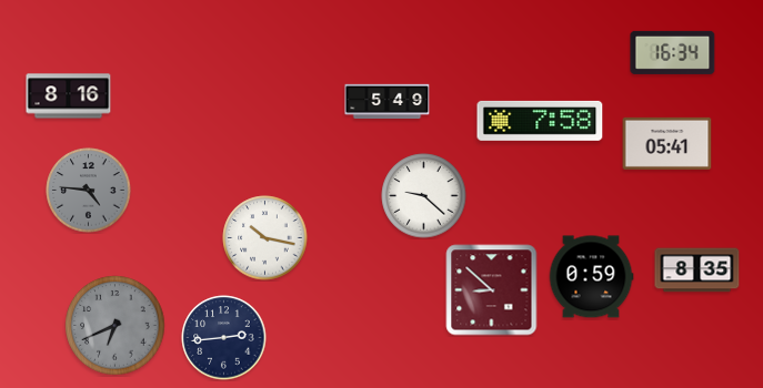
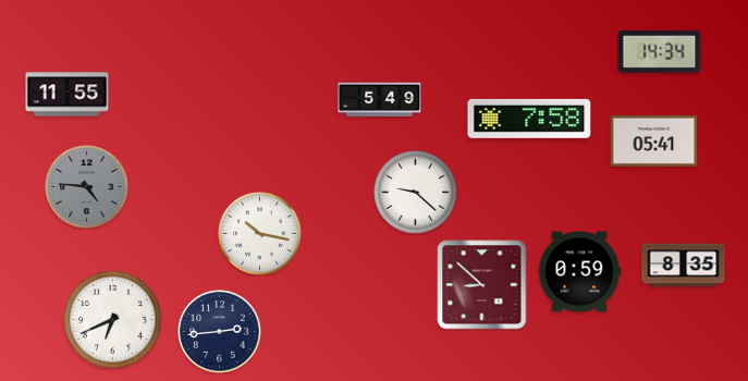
clock at (673, 52): 16:34 -> 14:34
clock at (69, 96): 8:16 -> 11:55
clock at (116, 326) dial: grey -> white
